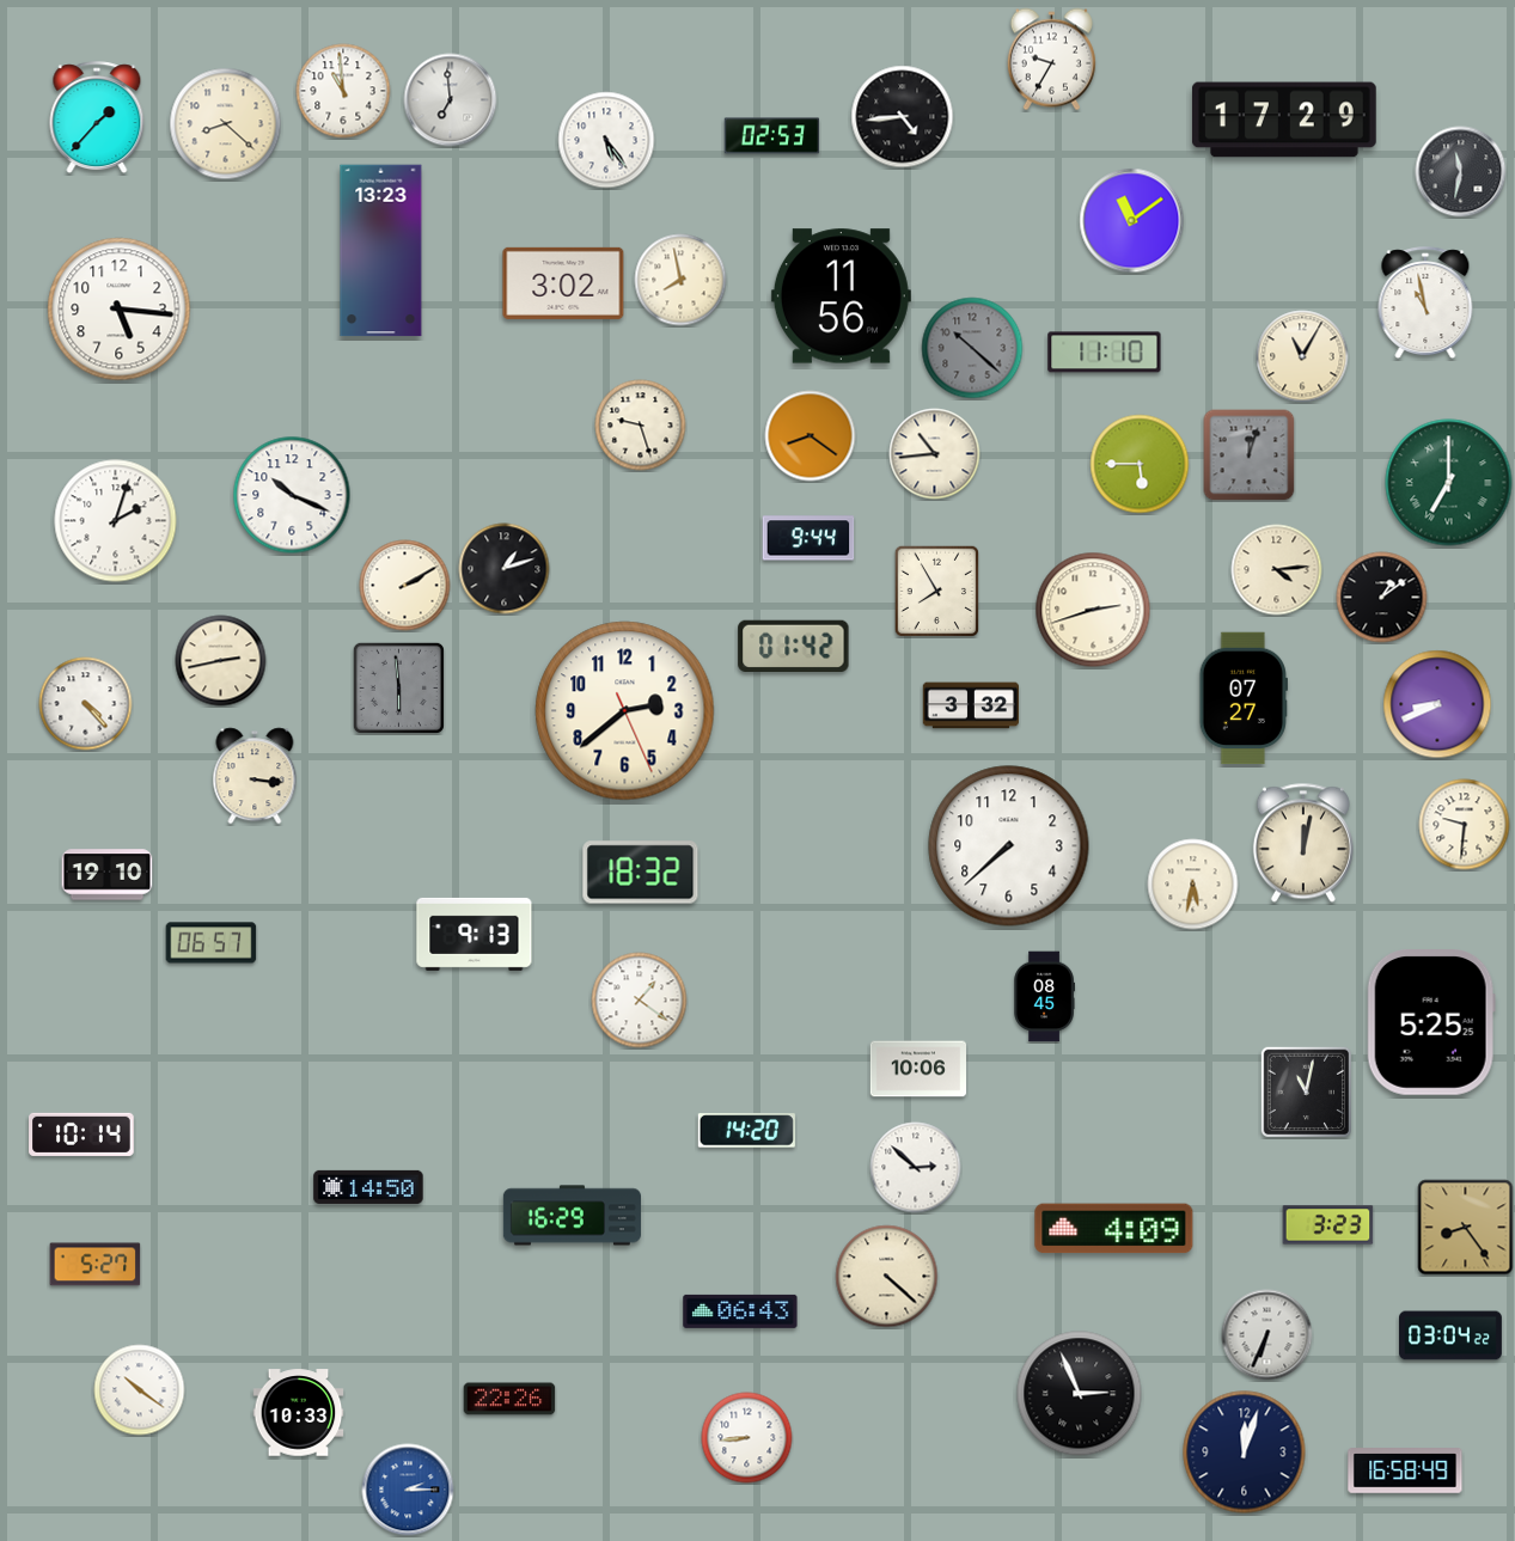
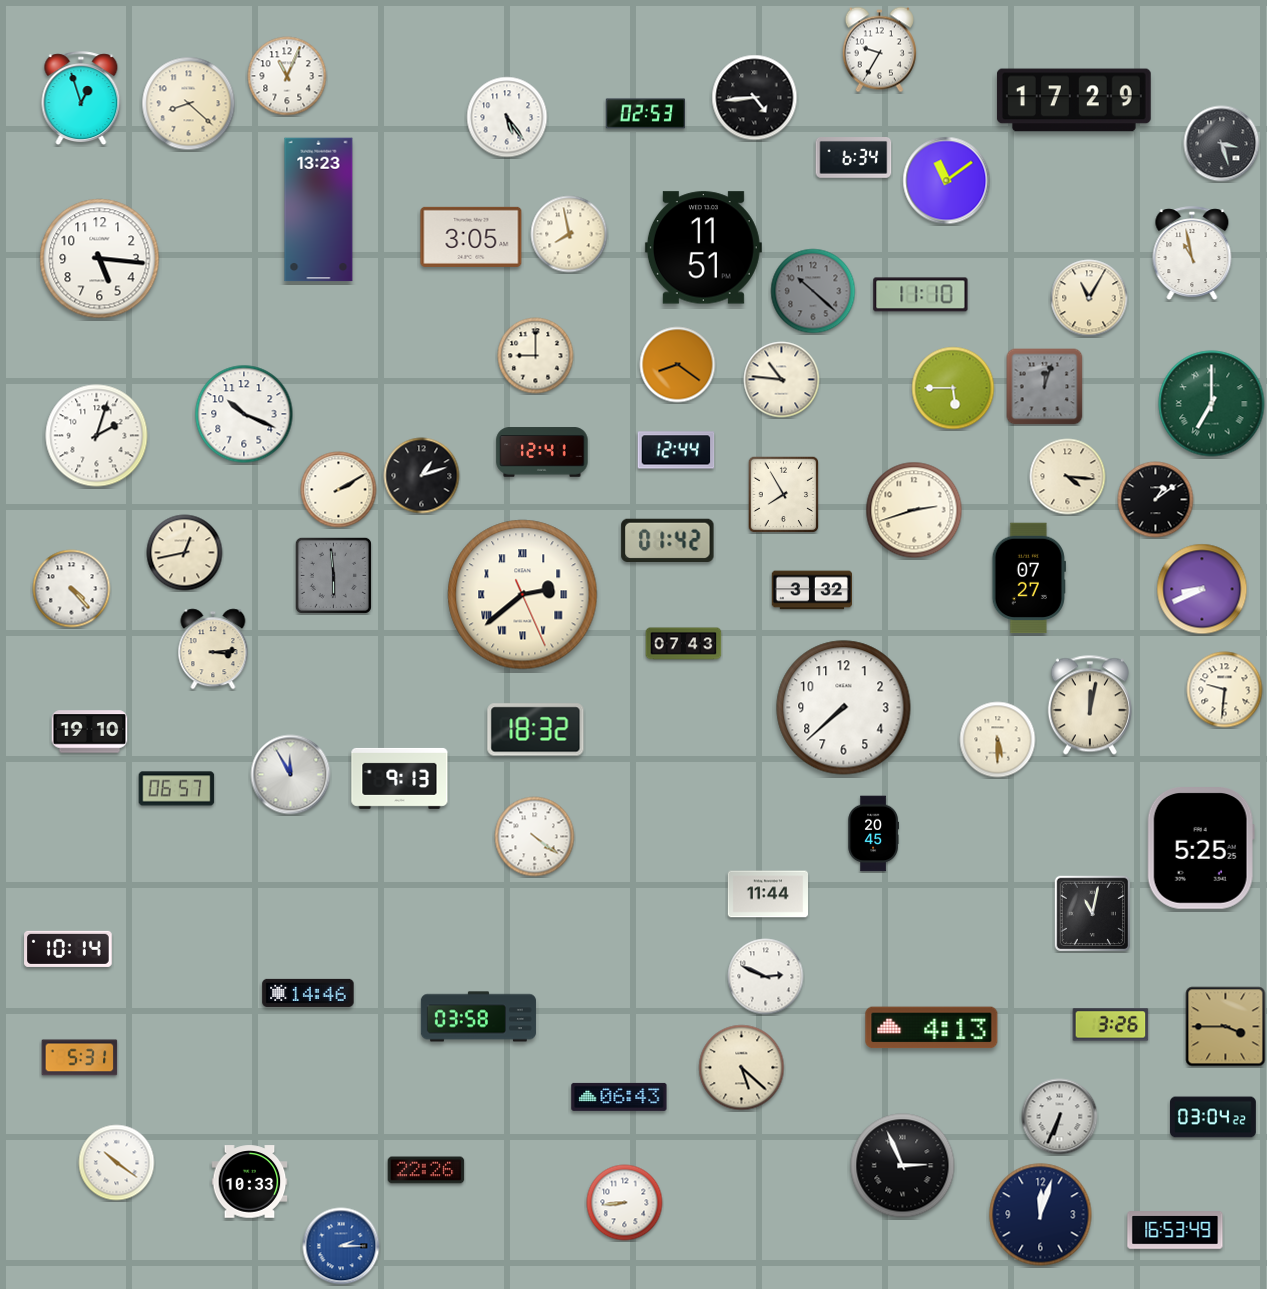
clock at (343, 91): 10:59 -> 11:04
clock at (451, 100): 6:59 -> none
clock at (97, 118): 1:37 -> 12:57
clock at (1461, 172): 11:32 -> 3:27
clock at (854, 158): none -> 6:34
clock at (1132, 221) position: (1132, 221) -> (947, 181)
clock at (563, 283): 3:02 -> 3:05
clock at (841, 296): 11:56 -> 11:51
clock at (1105, 353) position: (1105, 353) -> (921, 295)
clock at (641, 426): 9:27 -> 9:00
clock at (935, 454): 10:44 -> 10:46
clock at (1250, 455) position: (1250, 455) -> (1045, 387)
clock at (808, 538): 9:44 -> 12:44
clock at (542, 452): none -> 12:41
clock at (1277, 570): 4:14 -> 4:16
clock at (794, 646) position: (794, 646) -> (668, 540)
clock at (221, 661): 2:43 -> 12:43
clock at (1244, 698) position: (1244, 698) -> (1029, 578)
clock at (625, 711) numerals: Arabic -> Roman
clock at (684, 644): none -> 07:43
clock at (255, 776): 3:16 -> 3:14
clock at (1193, 885): 5:32 -> 5:30
clock at (291, 775): none -> 11:55
clock at (475, 934) position: (475, 934) -> (400, 778)
clock at (1044, 997): 08:45 -> 20:45
clock at (640, 1001): 1:21 -> 4:21
clock at (1431, 1023) position: (1431, 1023) -> (1201, 849)
clock at (917, 1069): 10:06 -> 11:44
clock at (746, 1131): 14:20 -> none
clock at (916, 1168): 2:52 -> 2:49
clock at (368, 1187): 14:50 -> 14:46
clock at (572, 1216): 16:29 -> 03:58
clock at (1328, 1225): 3:23 -> 3:26
clock at (1466, 1228): 8:24 -> 3:45
clock at (1114, 1229): 4:09 -> 4:13
clock at (96, 1265): 5:27 -> 5:31
clock at (887, 1277): 4:22 -> 5:22
clock at (1405, 1470): 16:58 -> 16:53
